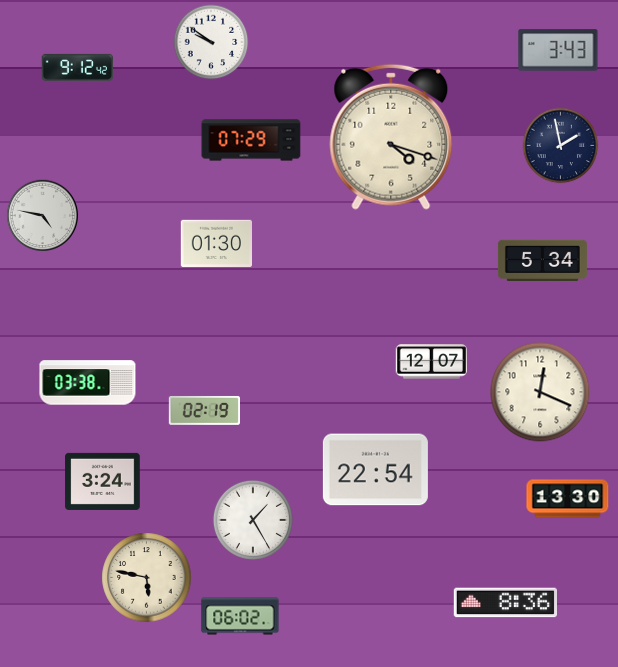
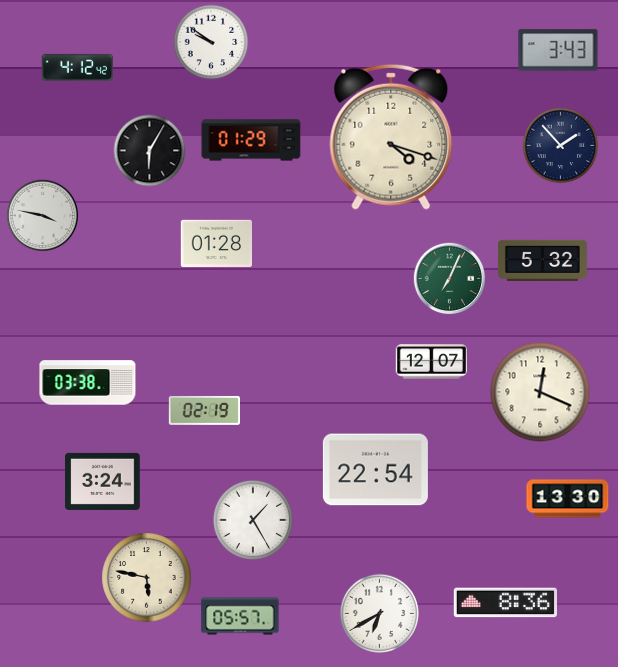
clock at (77, 67): 9:12 -> 4:12
clock at (251, 140): 07:29 -> 01:29
clock at (561, 146): 1:58 -> 1:53
clock at (150, 151): none -> 6:05
clock at (43, 216): 4:47 -> 3:47
clock at (216, 244): 01:30 -> 01:28
clock at (542, 260): 5:34 -> 5:32
clock at (450, 279): none -> 7:04
clock at (379, 613): none -> 6:40
clock at (240, 616): 06:02 -> 05:57
